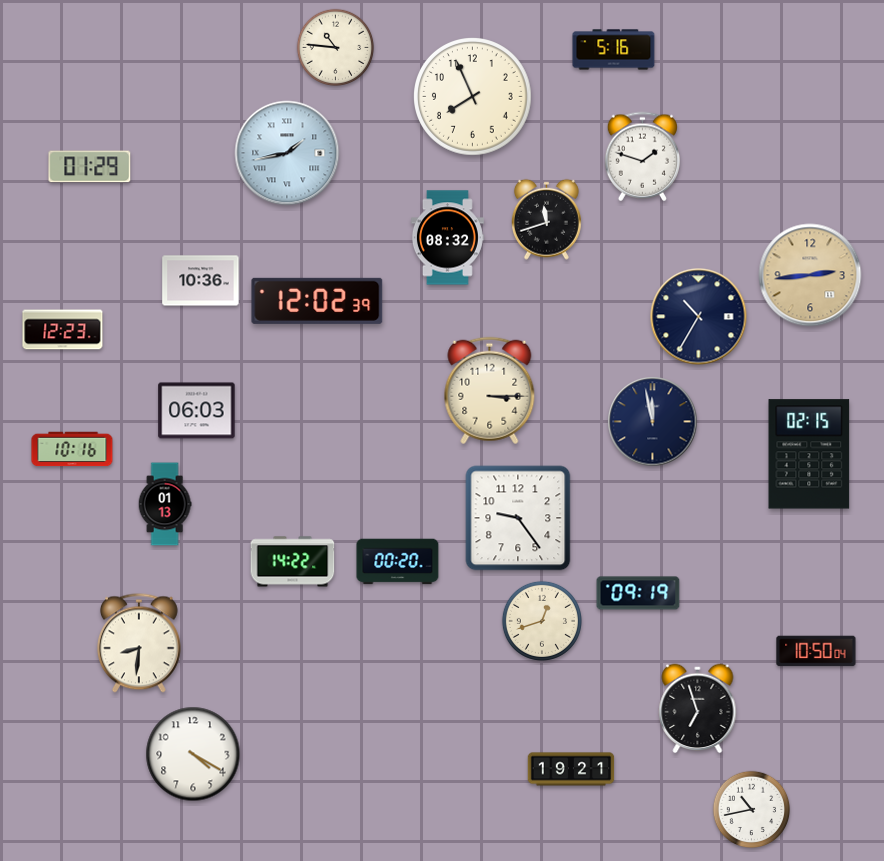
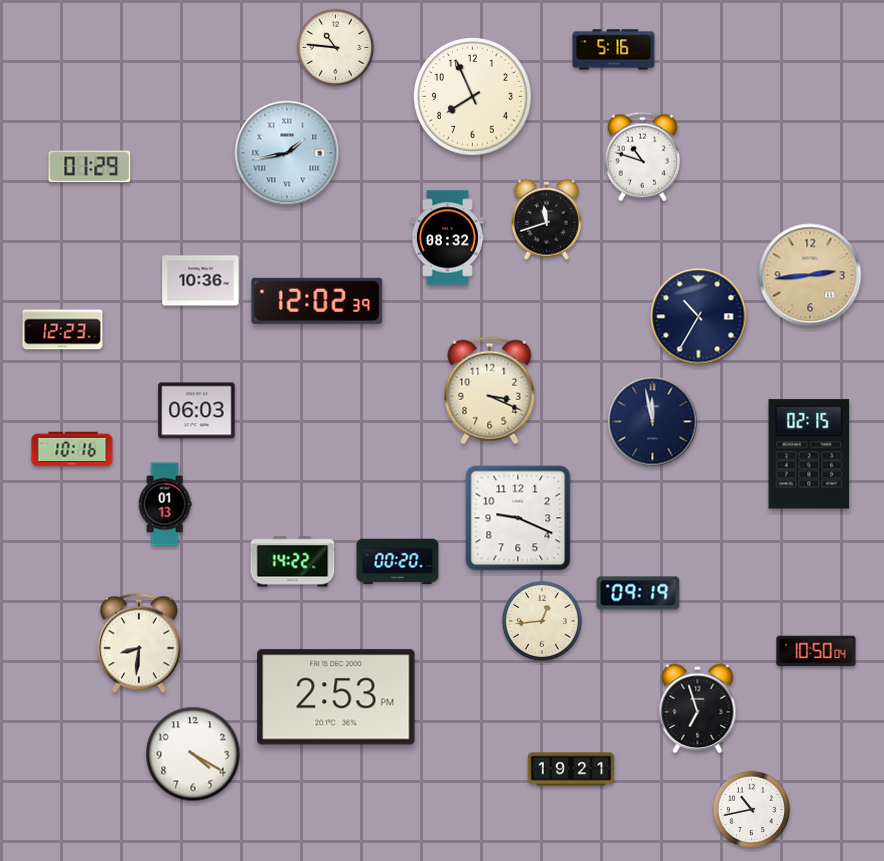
clock at (642, 157): 1:48 -> 10:48
clock at (490, 391): 3:15 -> 3:19
clock at (518, 518): 9:24 -> 9:19
clock at (542, 621): 12:42 -> 12:44
clock at (336, 697): none -> 2:53
